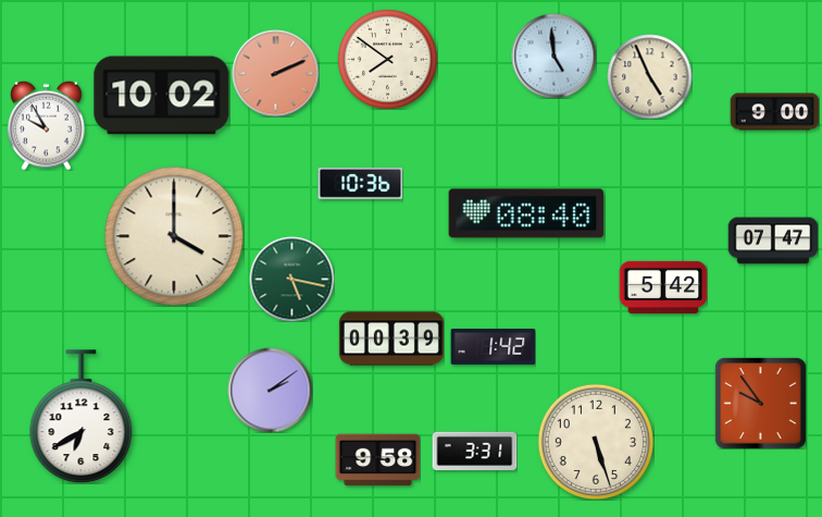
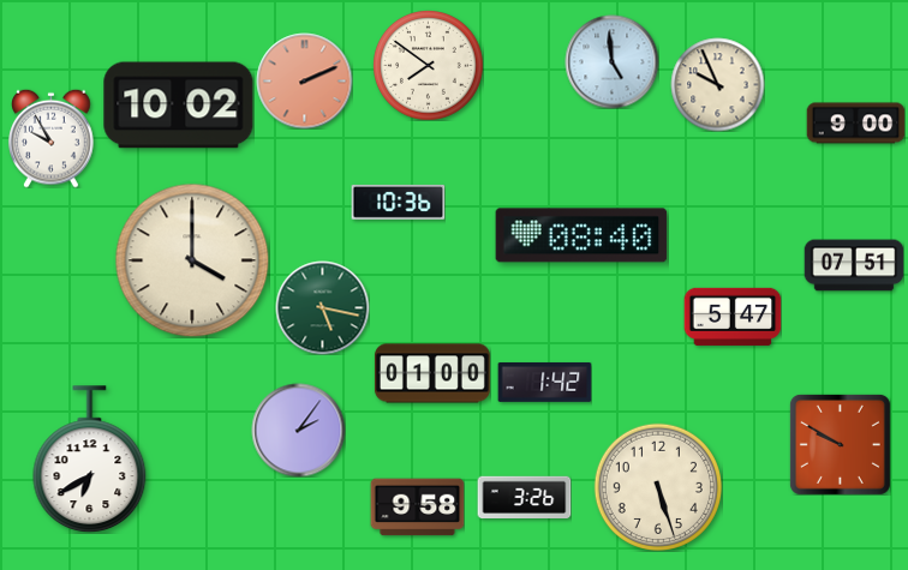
clock at (649, 76): 4:56 -> 9:56
clock at (773, 241): 07:47 -> 07:51
clock at (663, 287): 5:42 -> 5:47
clock at (391, 338): 00:39 -> 01:00
clock at (270, 390): 2:09 -> 2:06
clock at (760, 403): 9:54 -> 9:50
clock at (474, 451): 3:31 -> 3:26
